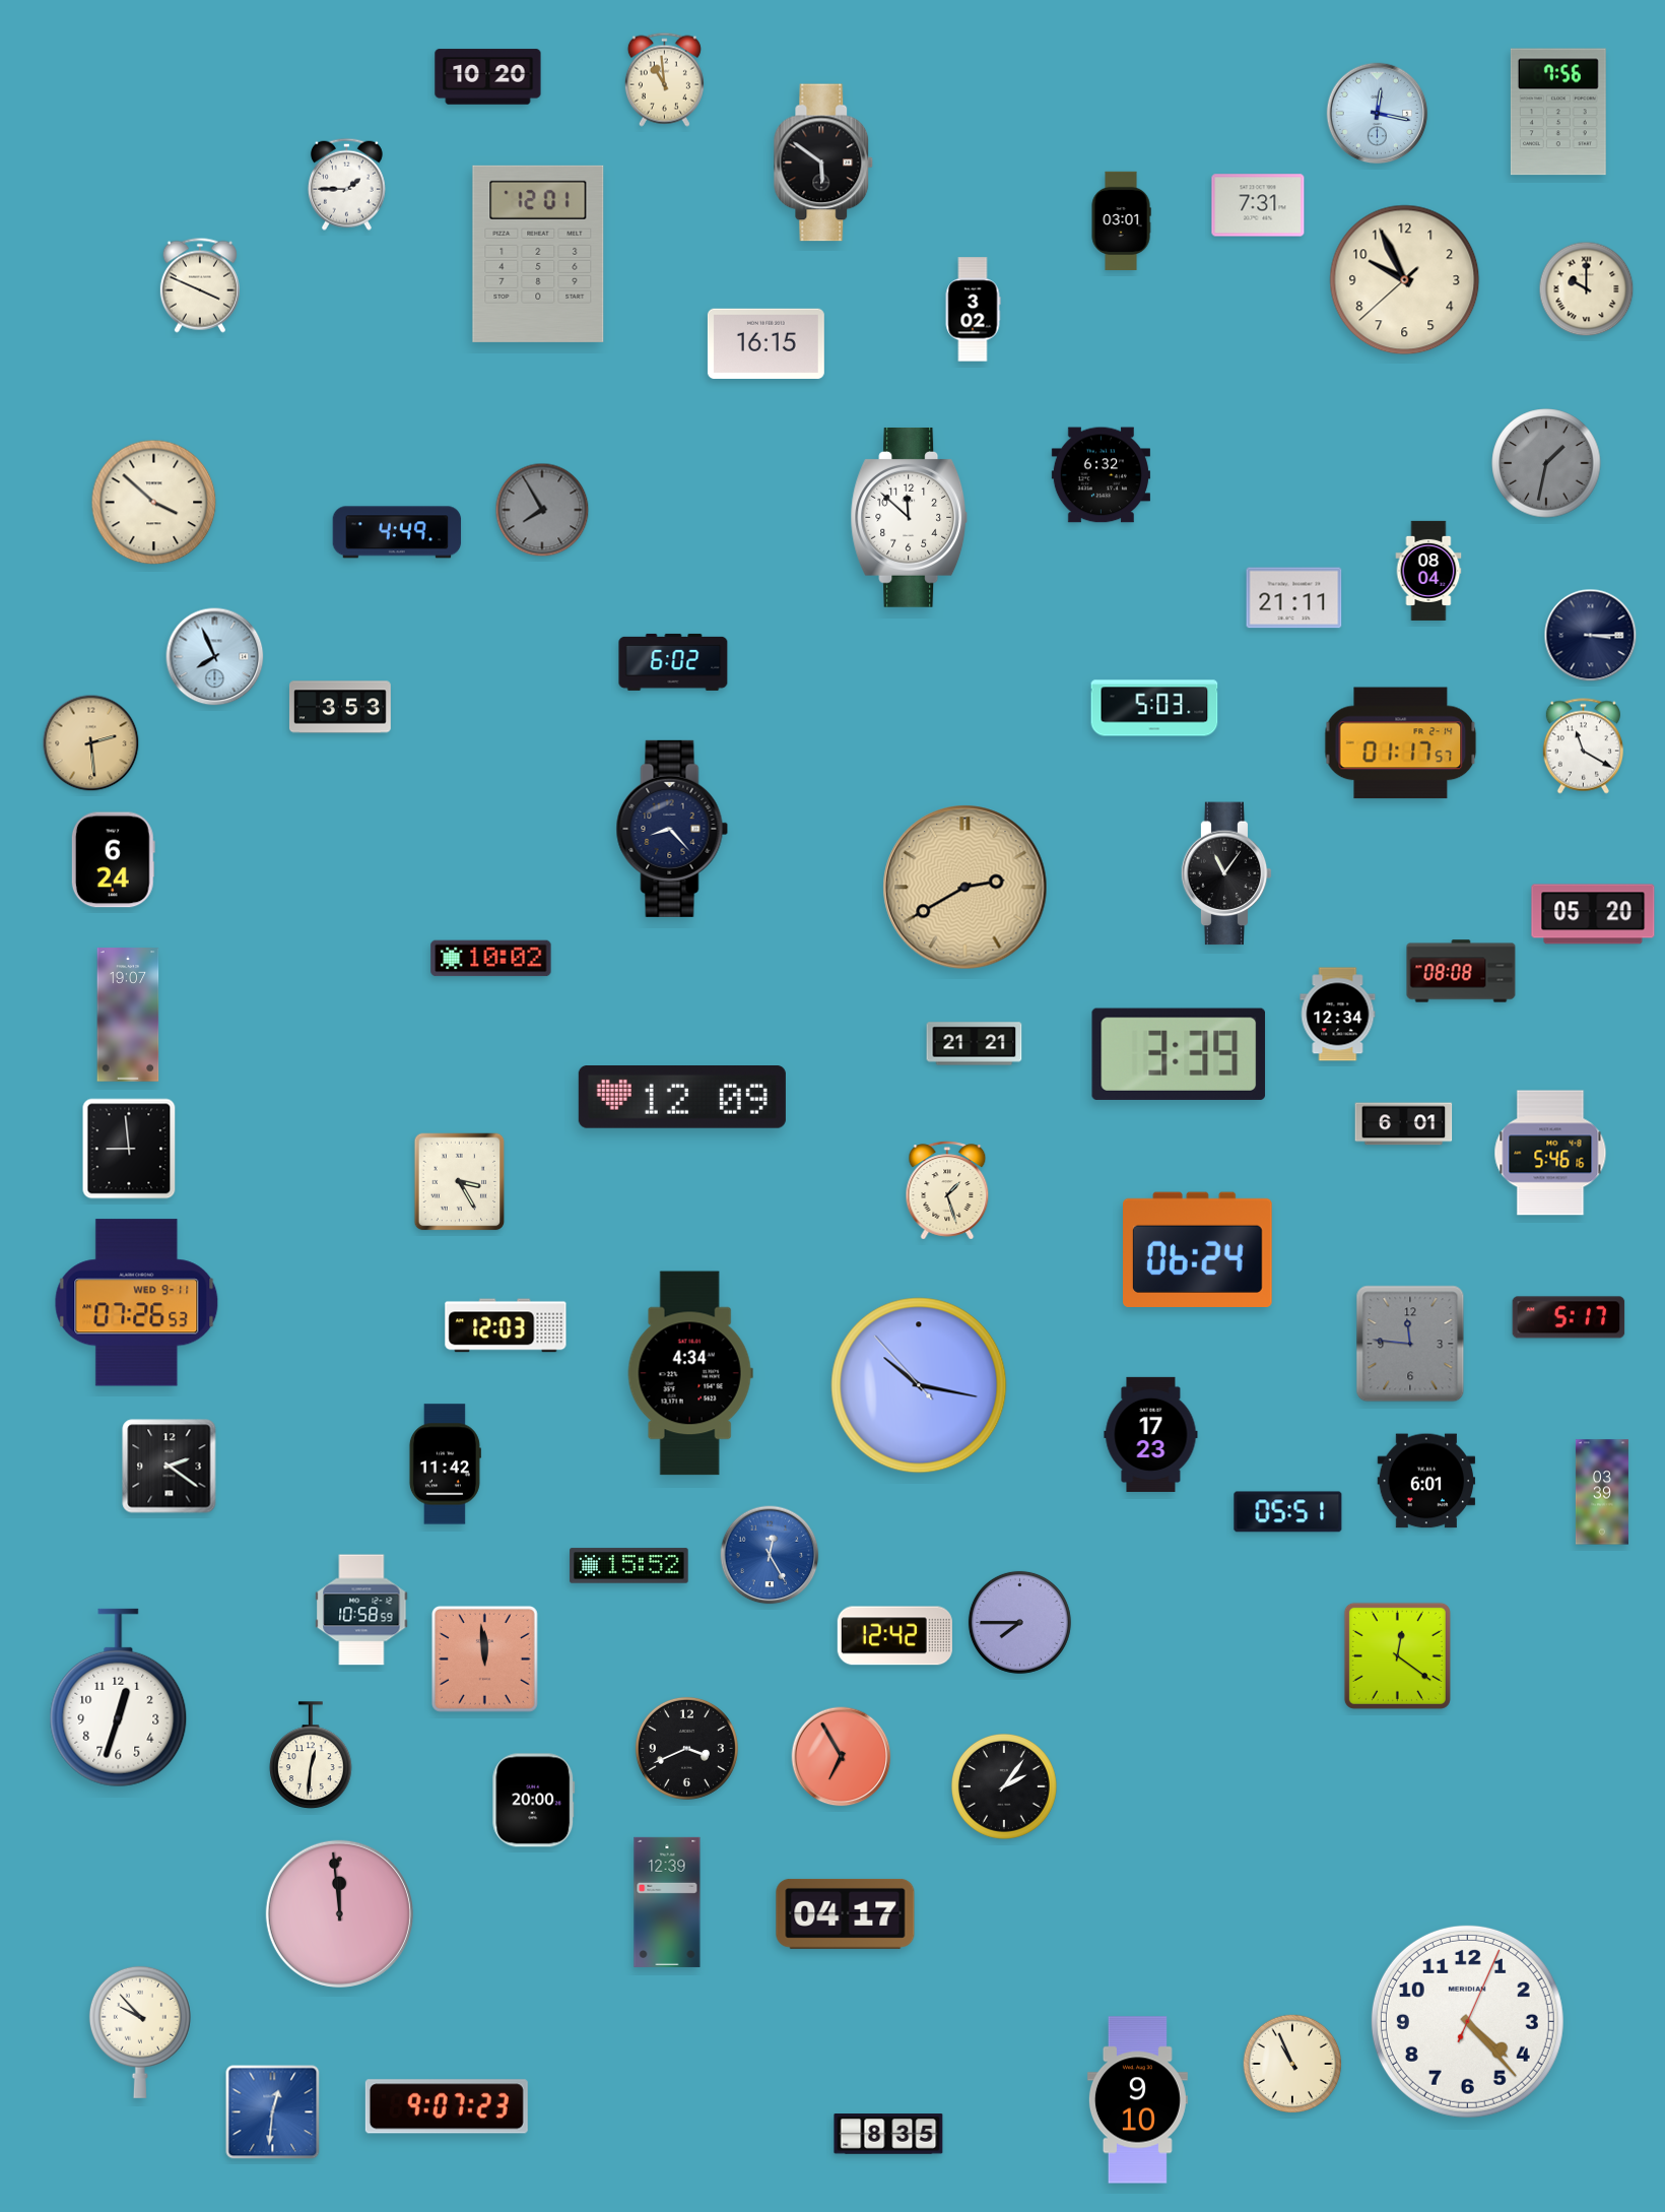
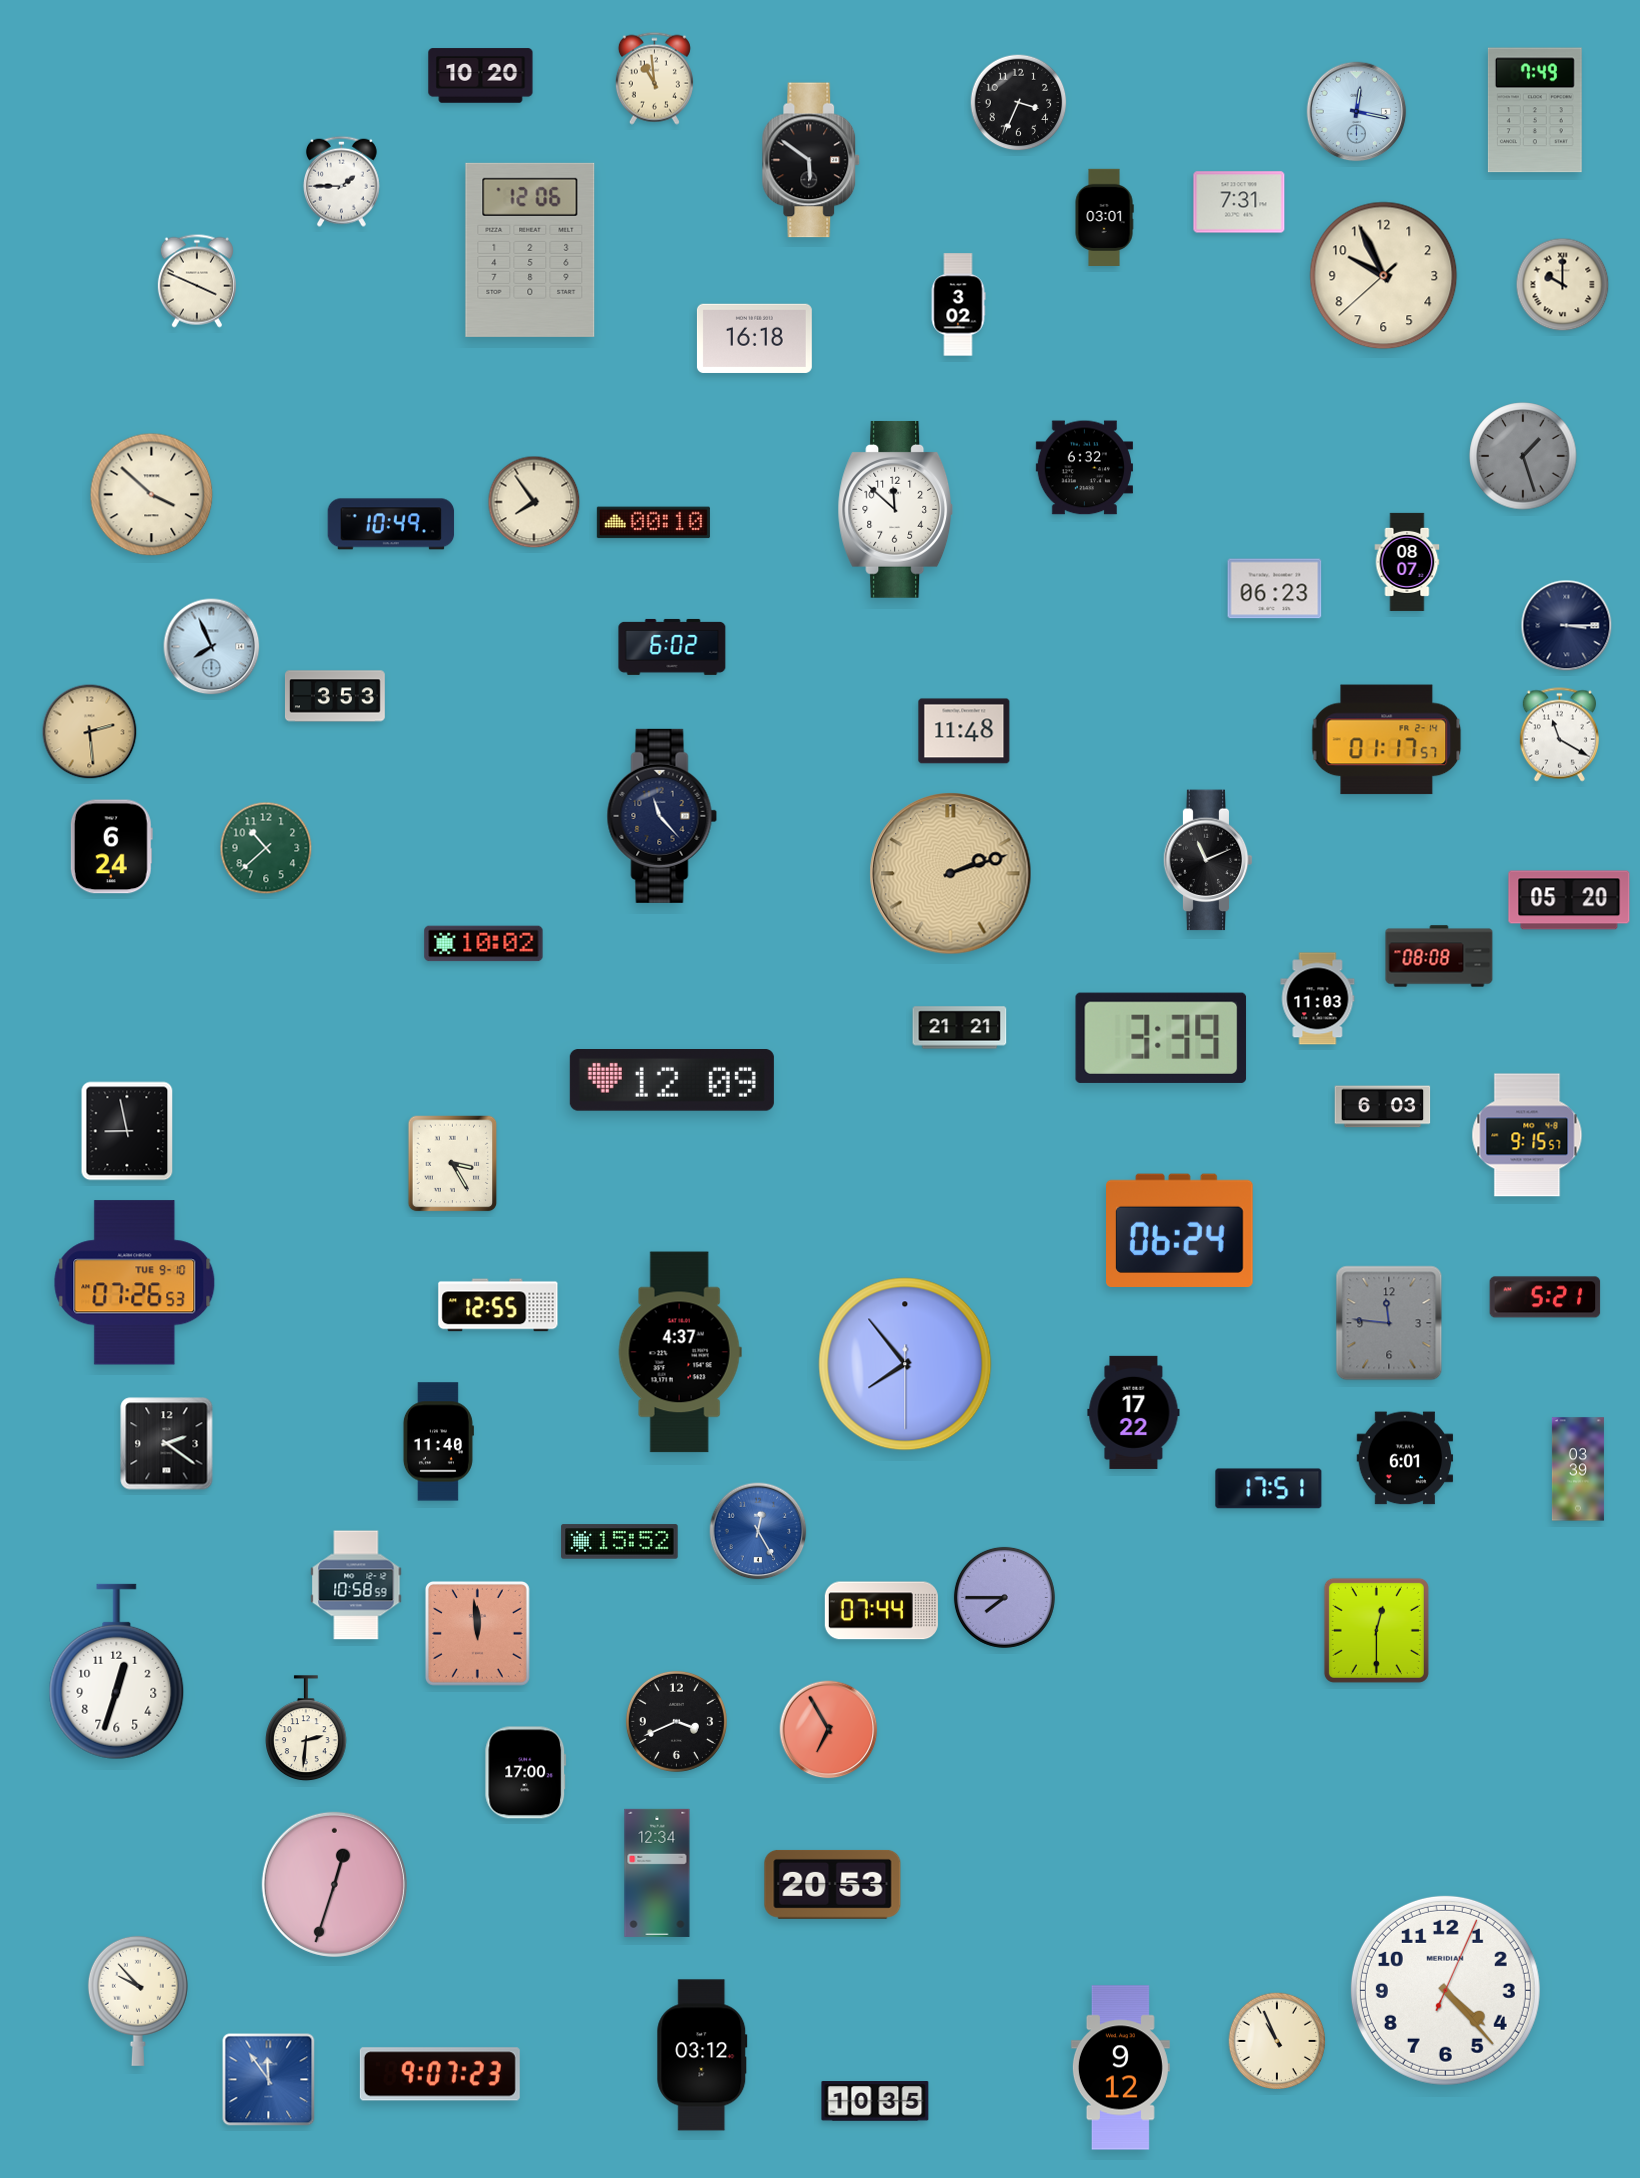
clock at (1019, 103): none -> 3:34
clock at (1558, 112): 7:56 -> 7:49
clock at (538, 254): 12:01 -> 12:06
clock at (765, 343): 16:15 -> 16:18
clock at (1546, 463): 1:32 -> 1:27
clock at (542, 510): 7:55 -> 7:54
clock at (542, 510) dial: grey -> cream
clock at (653, 523): none -> 00:10
clock at (397, 532): 4:49 -> 10:49
clock at (1428, 571): 08:04 -> 08:07
clock at (1294, 598): 21:11 -> 06:23
clock at (673, 662) position: (673, 662) -> (672, 647)
clock at (1154, 708): 5:03 -> none
clock at (964, 731): none -> 11:48
clock at (1401, 743) position: (1401, 743) -> (1387, 740)
clock at (672, 829): 8:23 -> 11:23
clock at (266, 848): none -> 10:38
clock at (1226, 873): 11:06 -> 11:11
clock at (965, 888): 2:40 -> 2:12
clock at (128, 1015): 19:07 -> none
clock at (1338, 1015): 12:34 -> 11:03
clock at (1404, 1124): 6:01 -> 6:03
clock at (129, 1149): 8:59 -> 8:58
clock at (1550, 1153): 5:46 -> 9:15
clock at (947, 1190): 1:27 -> none
clock at (137, 1303) date: WED 9-11 -> TUE 9-10
clock at (1569, 1317): 5:17 -> 5:21
clock at (506, 1325): 12:03 -> 12:55
clock at (690, 1373): 4:34 -> 4:37
clock at (919, 1385): 10:16 -> 7:53
clock at (1151, 1434): 17:23 -> 17:22
clock at (445, 1465): 11:42 -> 11:40
clock at (1288, 1512): 05:51 -> 17:51
clock at (894, 1636): 12:42 -> 07:44
clock at (1397, 1655): 12:21 -> 12:30
clock at (312, 1755): 12:31 -> 2:31
clock at (1005, 1787): 2:06 -> none
clock at (534, 1801): 20:00 -> 17:00
clock at (667, 1902): 12:39 -> 12:34
clock at (339, 1913): 11:59 -> 12:33
clock at (846, 1913): 04:17 -> 20:53
clock at (1292, 2064) position: (1292, 2064) -> (1277, 2041)
clock at (702, 2055): none -> 03:12
clock at (1137, 2100): 9:10 -> 9:12
clock at (273, 2112): 12:31 -> 11:54
clock at (888, 2134): 8:35 -> 10:35
